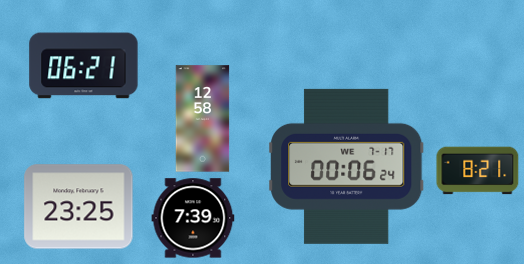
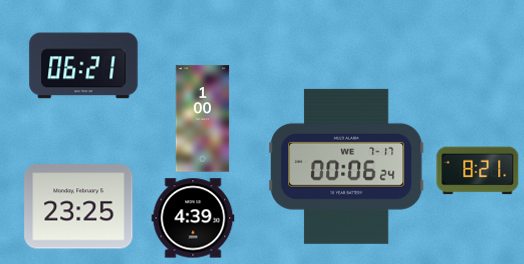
clock at (203, 119): 12:58 -> 1:00
clock at (193, 218): 7:39 -> 4:39
